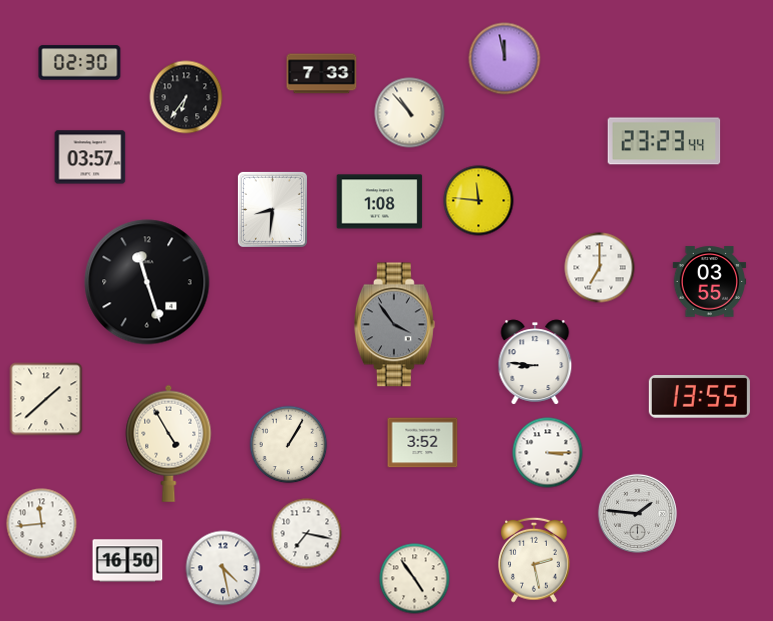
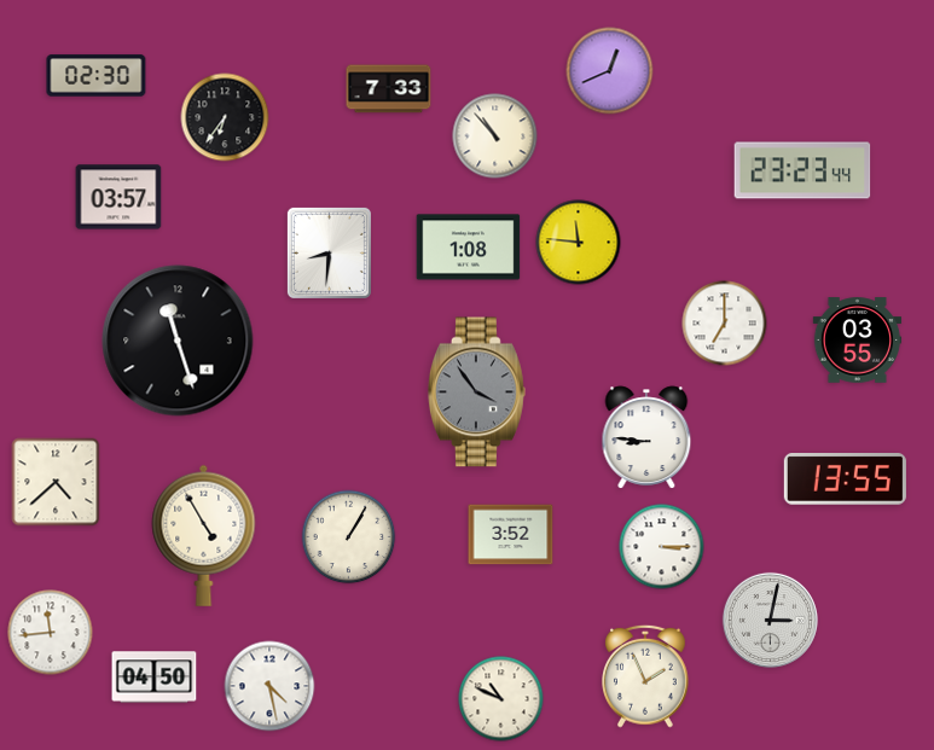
clock at (505, 59): 11:58 -> 12:41
clock at (90, 157) position: (90, 157) -> (118, 197)
clock at (380, 202) position: (380, 202) -> (469, 248)
clock at (46, 399): 1:38 -> 4:38
clock at (637, 513): 1:46 -> 3:02
clock at (307, 534): 7:17 -> none
clock at (535, 560): 2:28 -> 1:56
clock at (128, 561): 16:50 -> 04:50
clock at (415, 579): 4:54 -> 10:49
